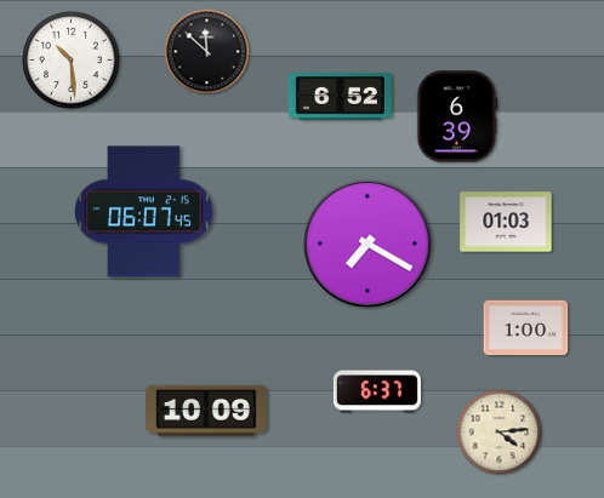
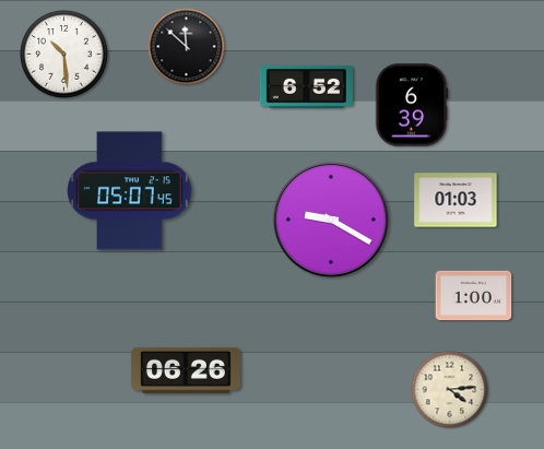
clock at (144, 212): 06:07 -> 05:07
clock at (367, 244): 7:20 -> 9:20
clock at (377, 391): 6:37 -> none
clock at (207, 411): 10:09 -> 06:26
